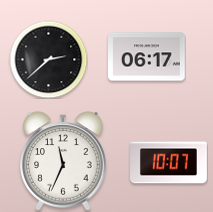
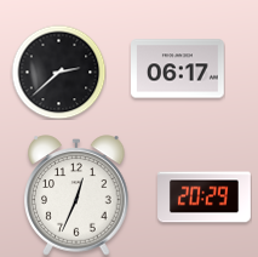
clock at (63, 161): 11:34 -> 12:34
clock at (169, 163): 10:07 -> 20:29
